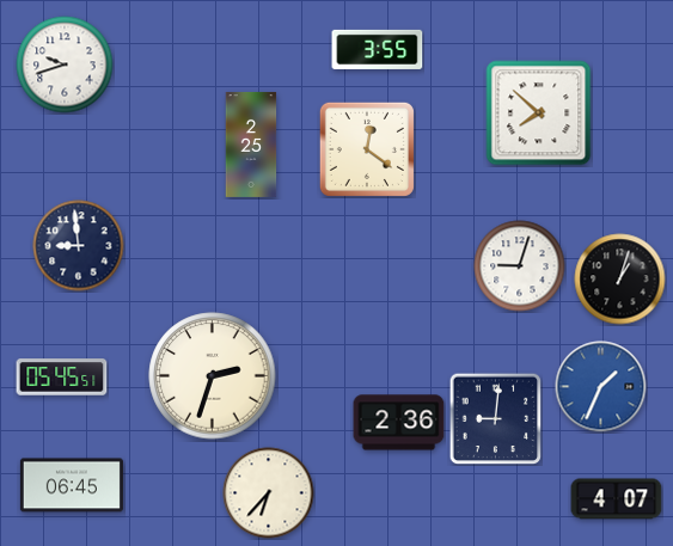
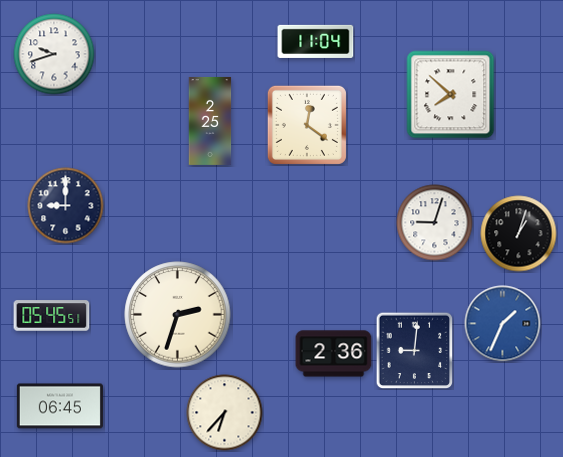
clock at (378, 49): 3:55 -> 11:04
clock at (79, 246): 8:59 -> 9:00
clock at (617, 499): 4:07 -> none
